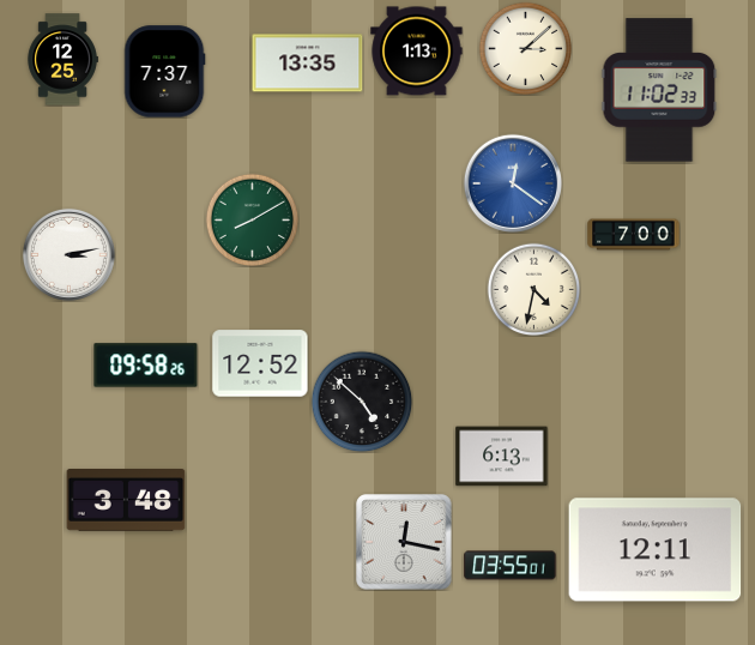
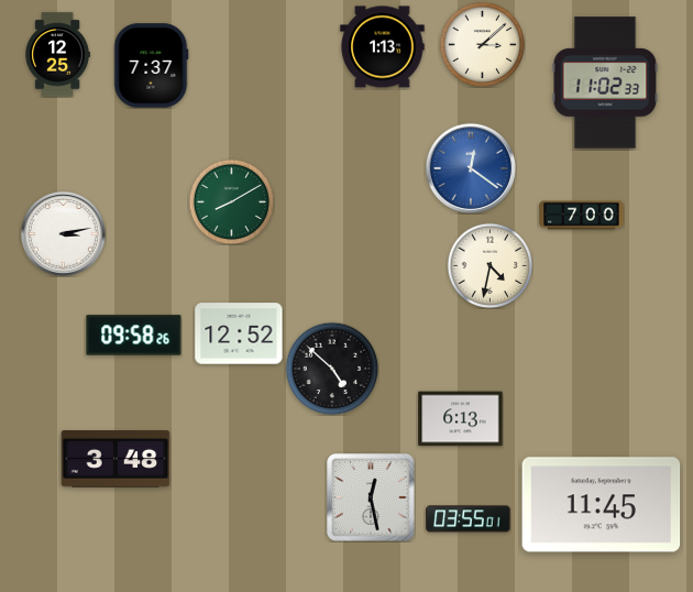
clock at (308, 64): 13:35 -> none
clock at (404, 542): 12:17 -> 12:28
clock at (656, 550): 12:11 -> 11:45
